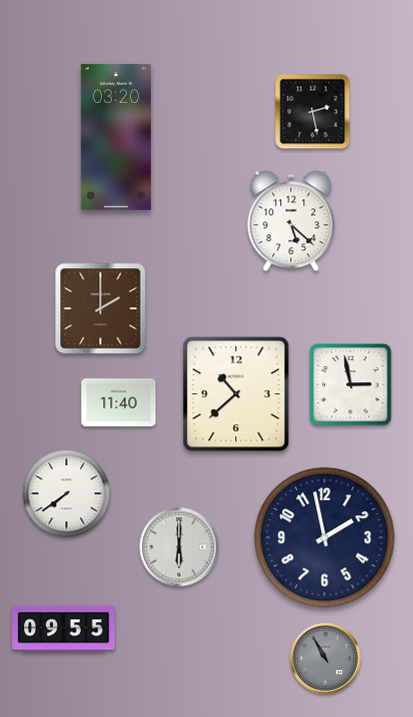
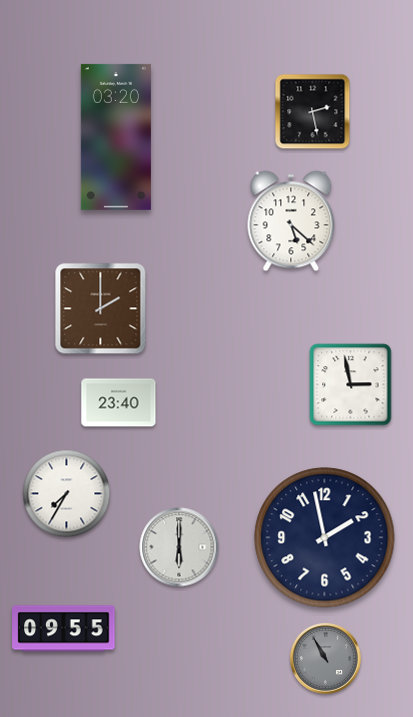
clock at (236, 394): 10:38 -> none
clock at (119, 403): 11:40 -> 23:40
clock at (67, 494): 7:39 -> 7:35
